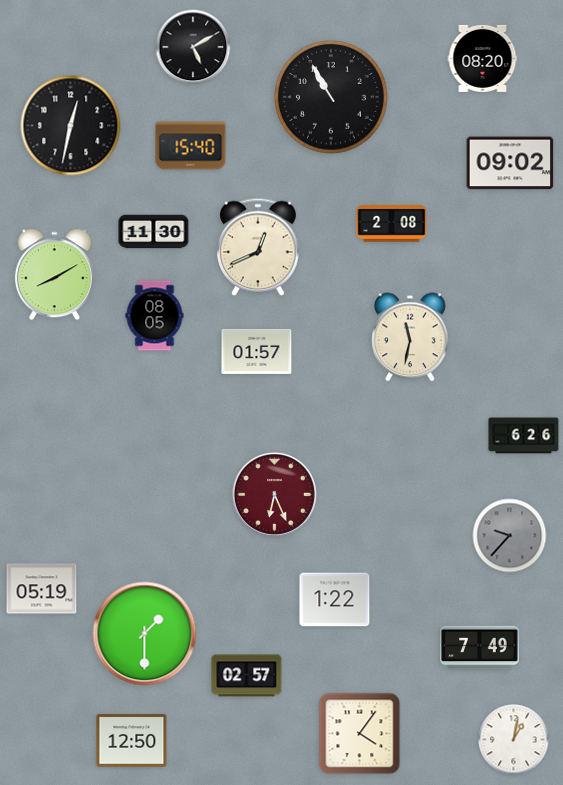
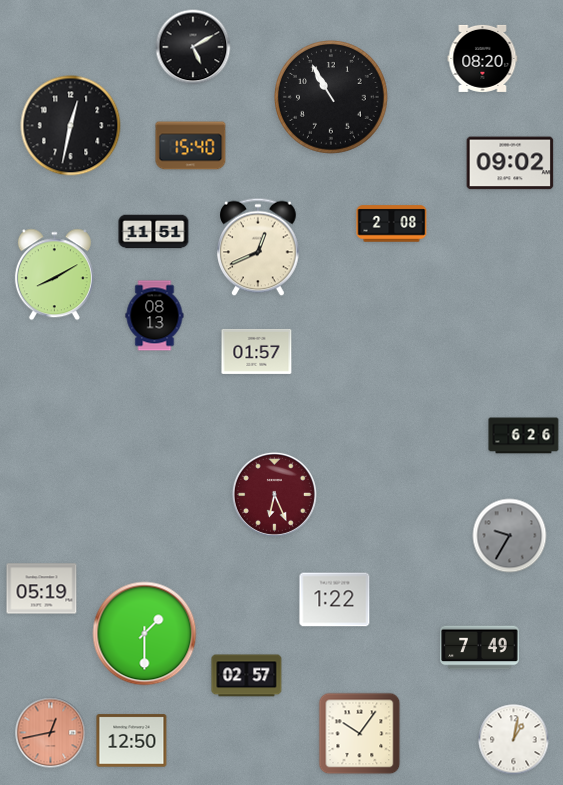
clock at (154, 232): 11:30 -> 11:51
clock at (155, 316): 08:05 -> 08:13
clock at (410, 337): 11:32 -> none
clock at (510, 536): 9:37 -> 9:35
clock at (51, 733): none -> 12:43
clock at (360, 734): 4:06 -> 10:06
